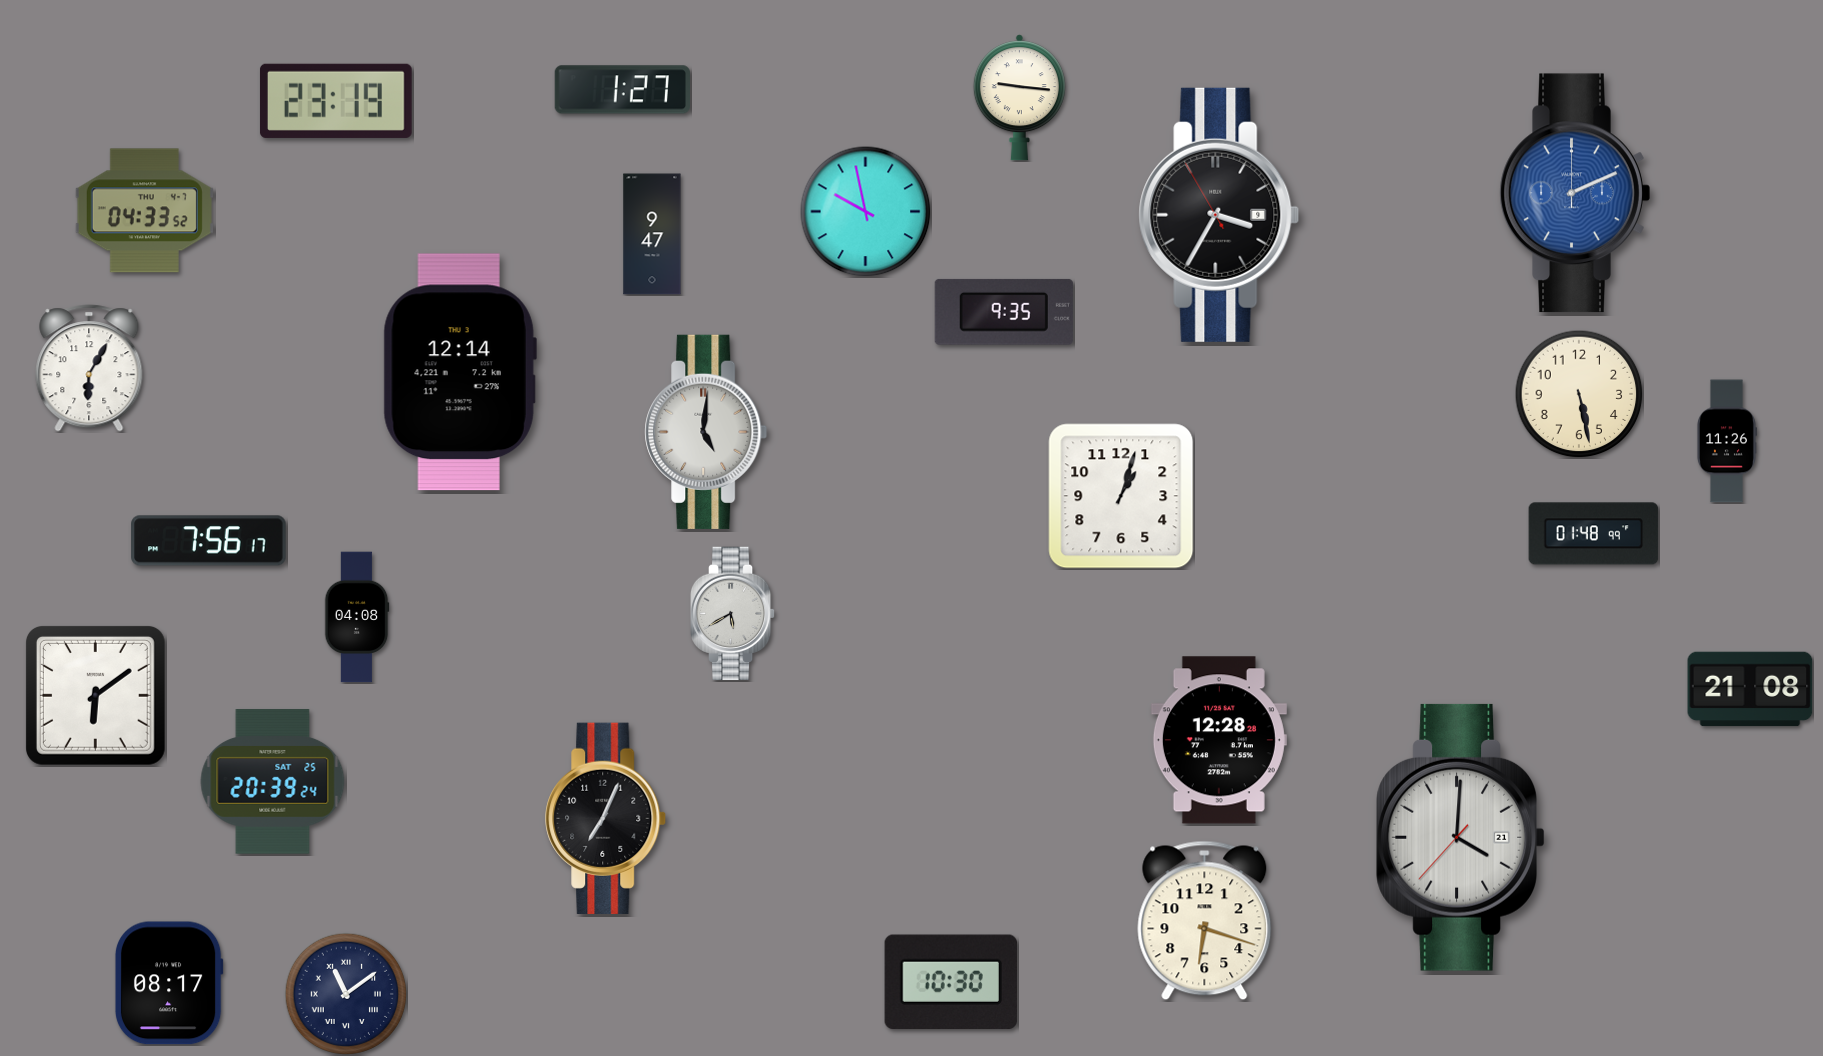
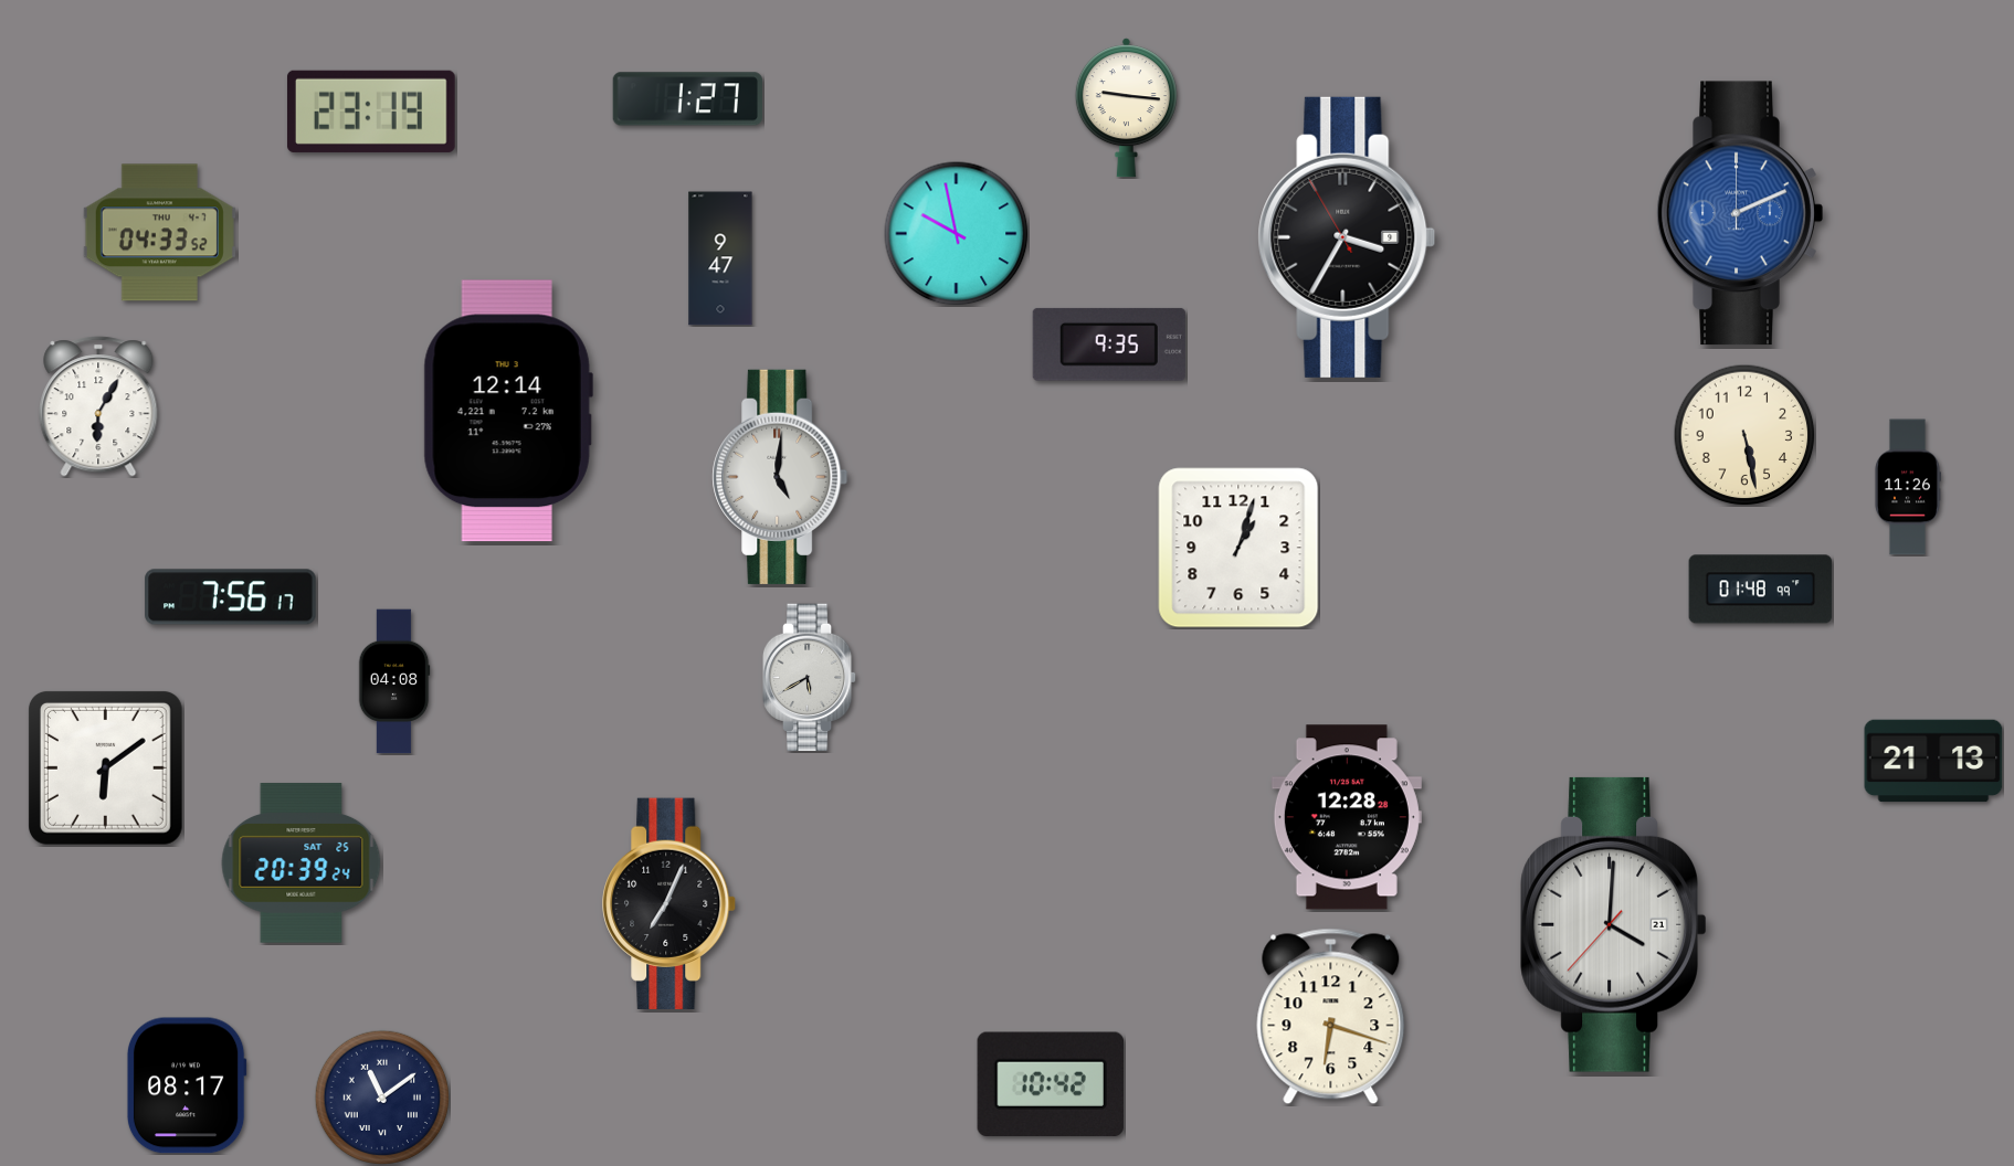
clock at (1750, 689): 21:08 -> 21:13
clock at (951, 982): 10:30 -> 10:42
